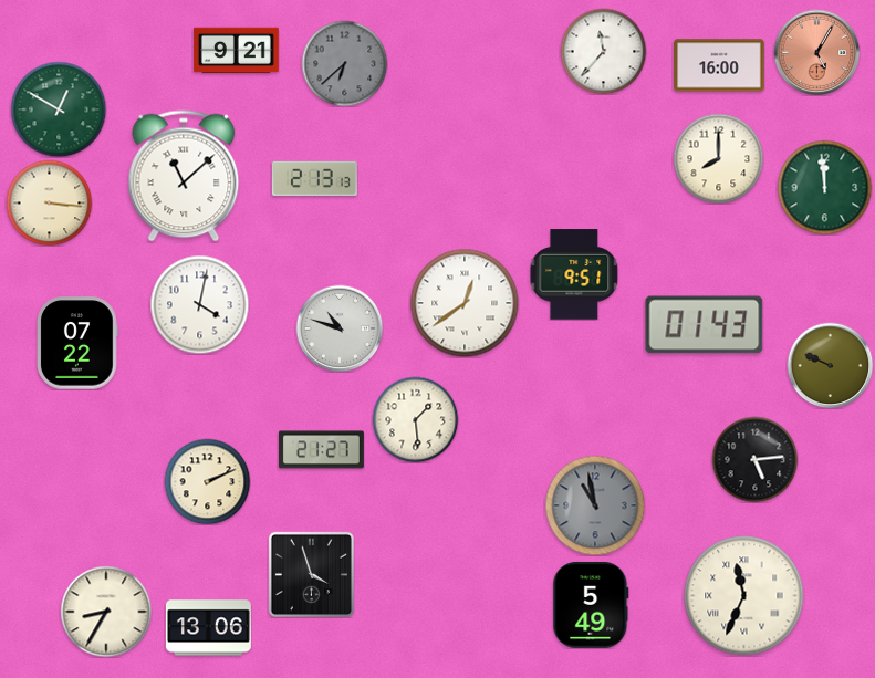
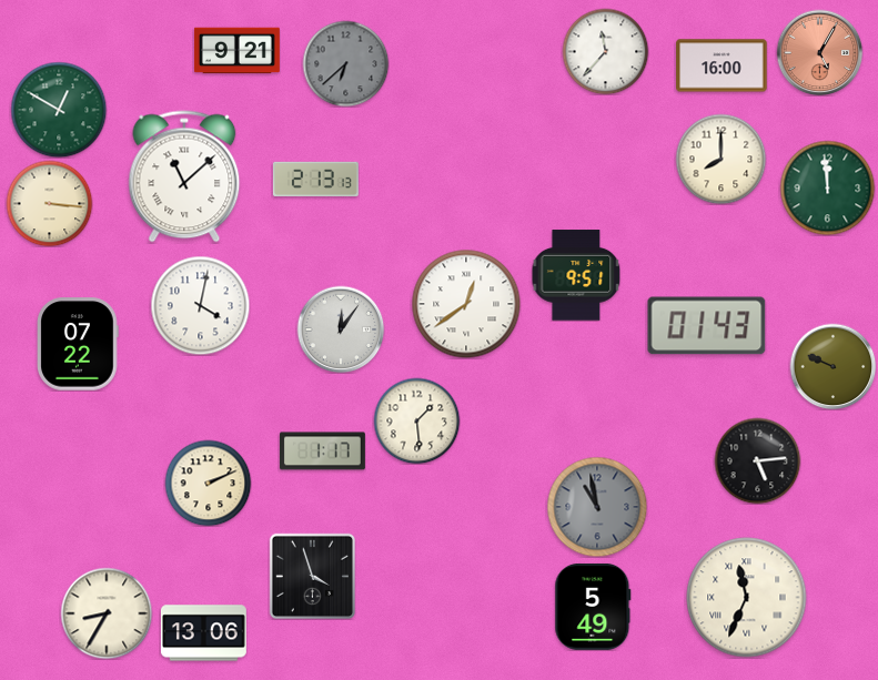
clock at (340, 328): 10:48 -> 12:06
clock at (321, 450): 21:27 -> 1:17
clock at (208, 628) position: (208, 628) -> (203, 633)
